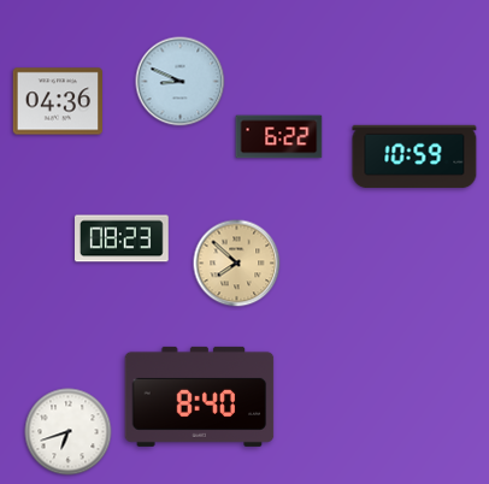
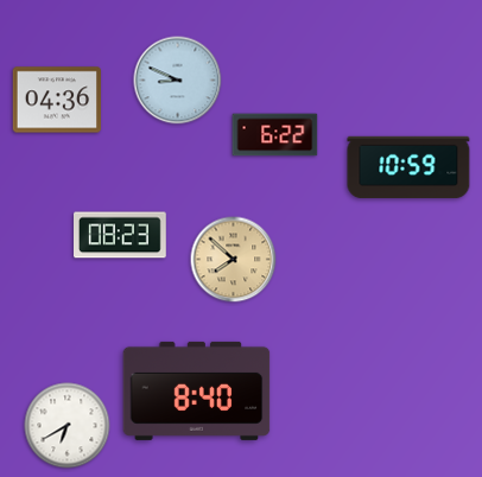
clock at (414, 157) position: (414, 157) -> (408, 167)
clock at (69, 432): 6:42 -> 6:40
